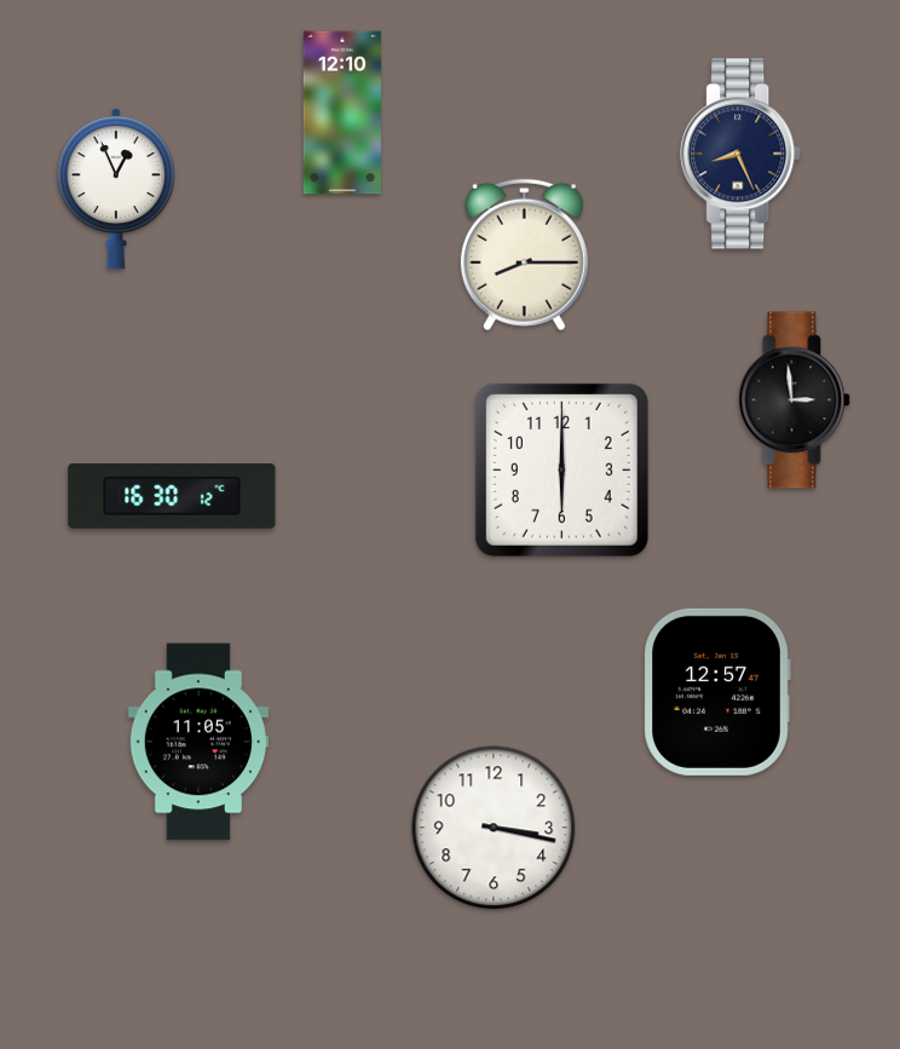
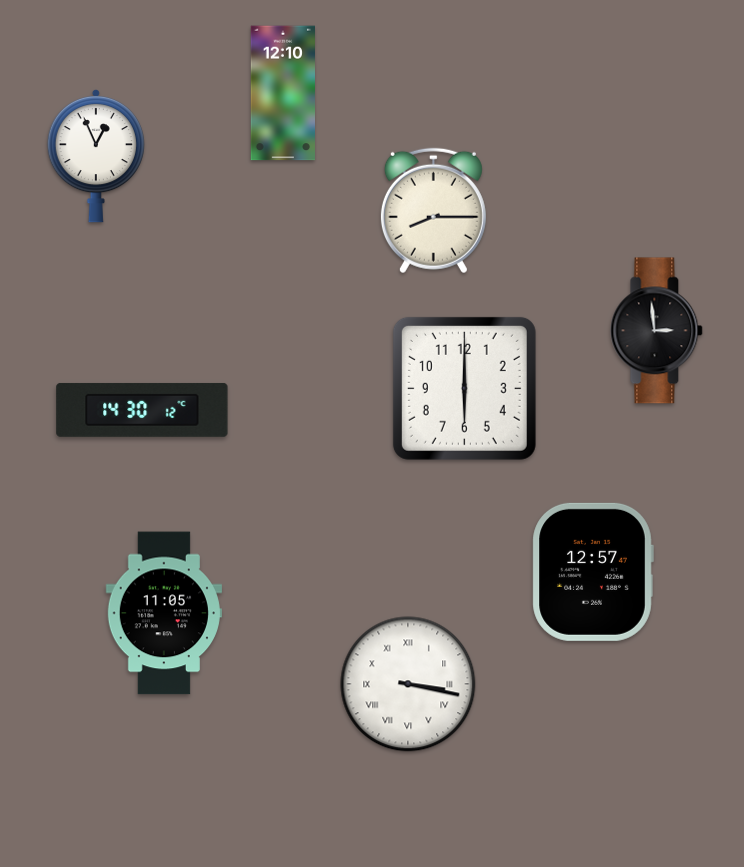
clock at (742, 154): 8:26 -> none
clock at (172, 496): 16:30 -> 14:30
clock at (494, 828) numerals: Arabic -> Roman
